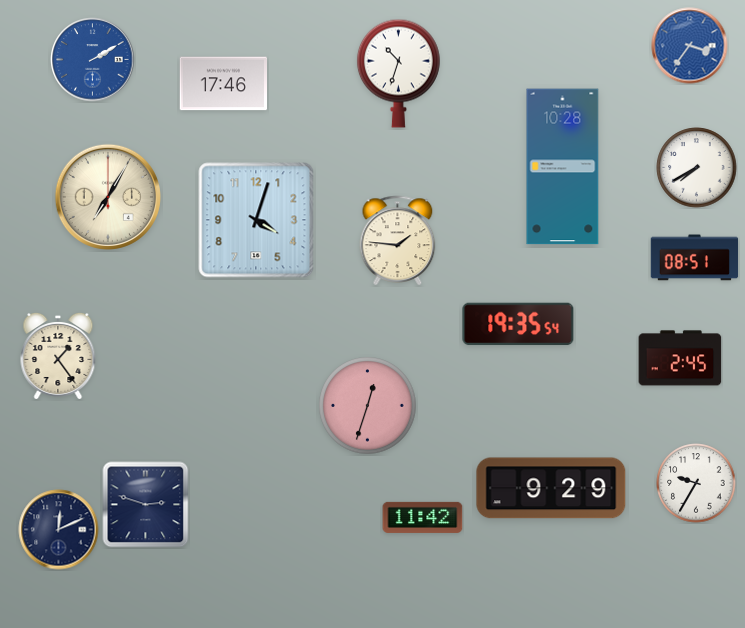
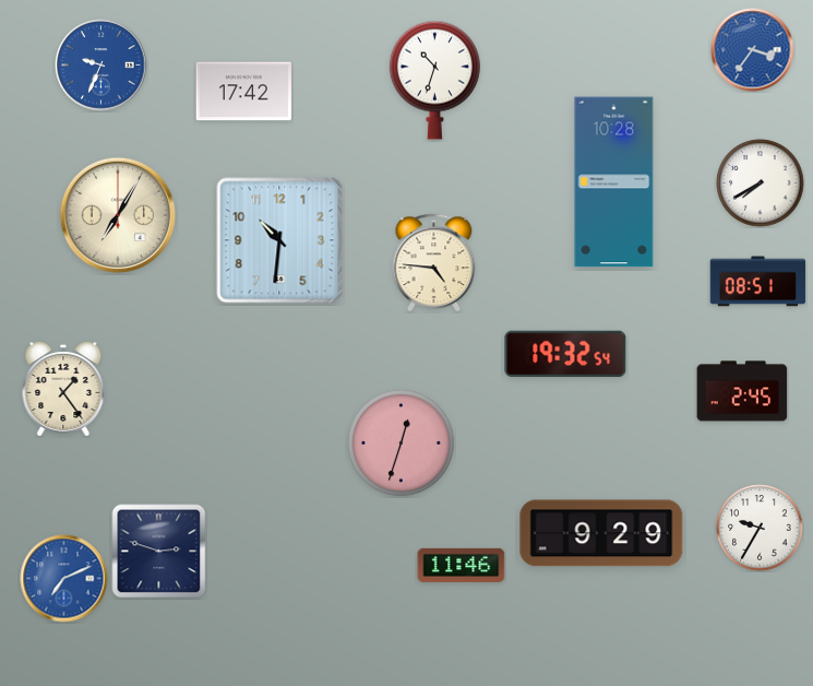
clock at (93, 60): 2:10 -> 9:34
clock at (223, 84): 17:46 -> 17:42
clock at (256, 220): 4:03 -> 10:31
clock at (398, 240): 1:46 -> 4:46
clock at (518, 324): 19:35 -> 19:32
clock at (423, 517): 11:42 -> 11:46
clock at (59, 530): 12:11 -> 7:11
clock at (59, 530) dial: navy -> blue
